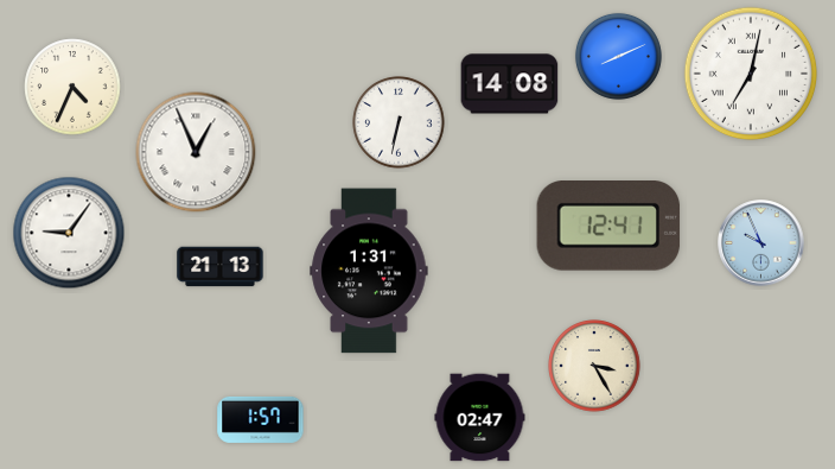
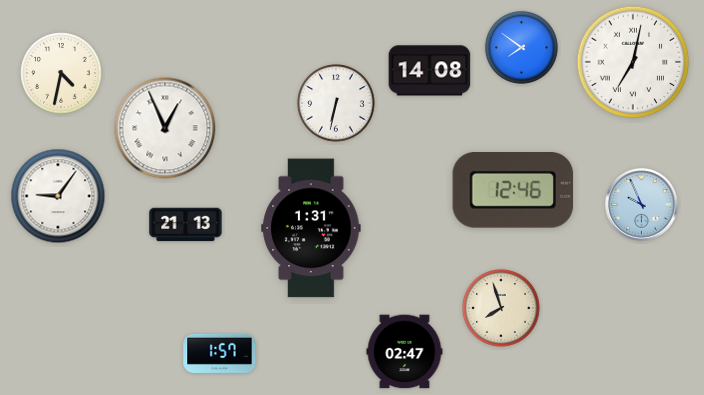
clock at (618, 56): 8:11 -> 7:51
clock at (72, 87): 4:34 -> 4:32
clock at (608, 227): 12:41 -> 12:46
clock at (594, 366): 3:25 -> 7:57
